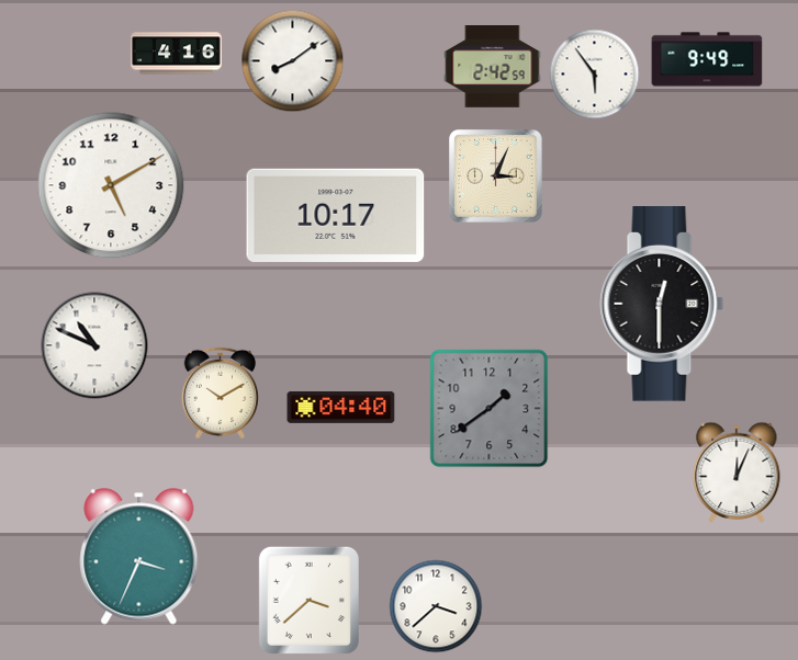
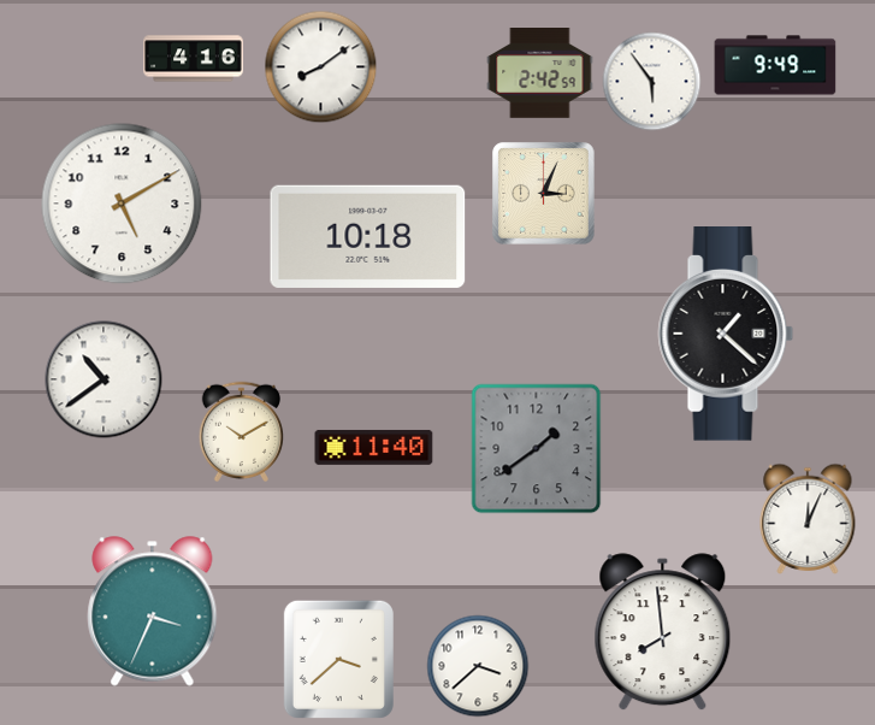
clock at (336, 215): 10:17 -> 10:18
clock at (662, 305): 12:30 -> 1:22
clock at (94, 345): 10:49 -> 10:39
clock at (341, 407): 04:40 -> 11:40
clock at (663, 632): none -> 7:59
